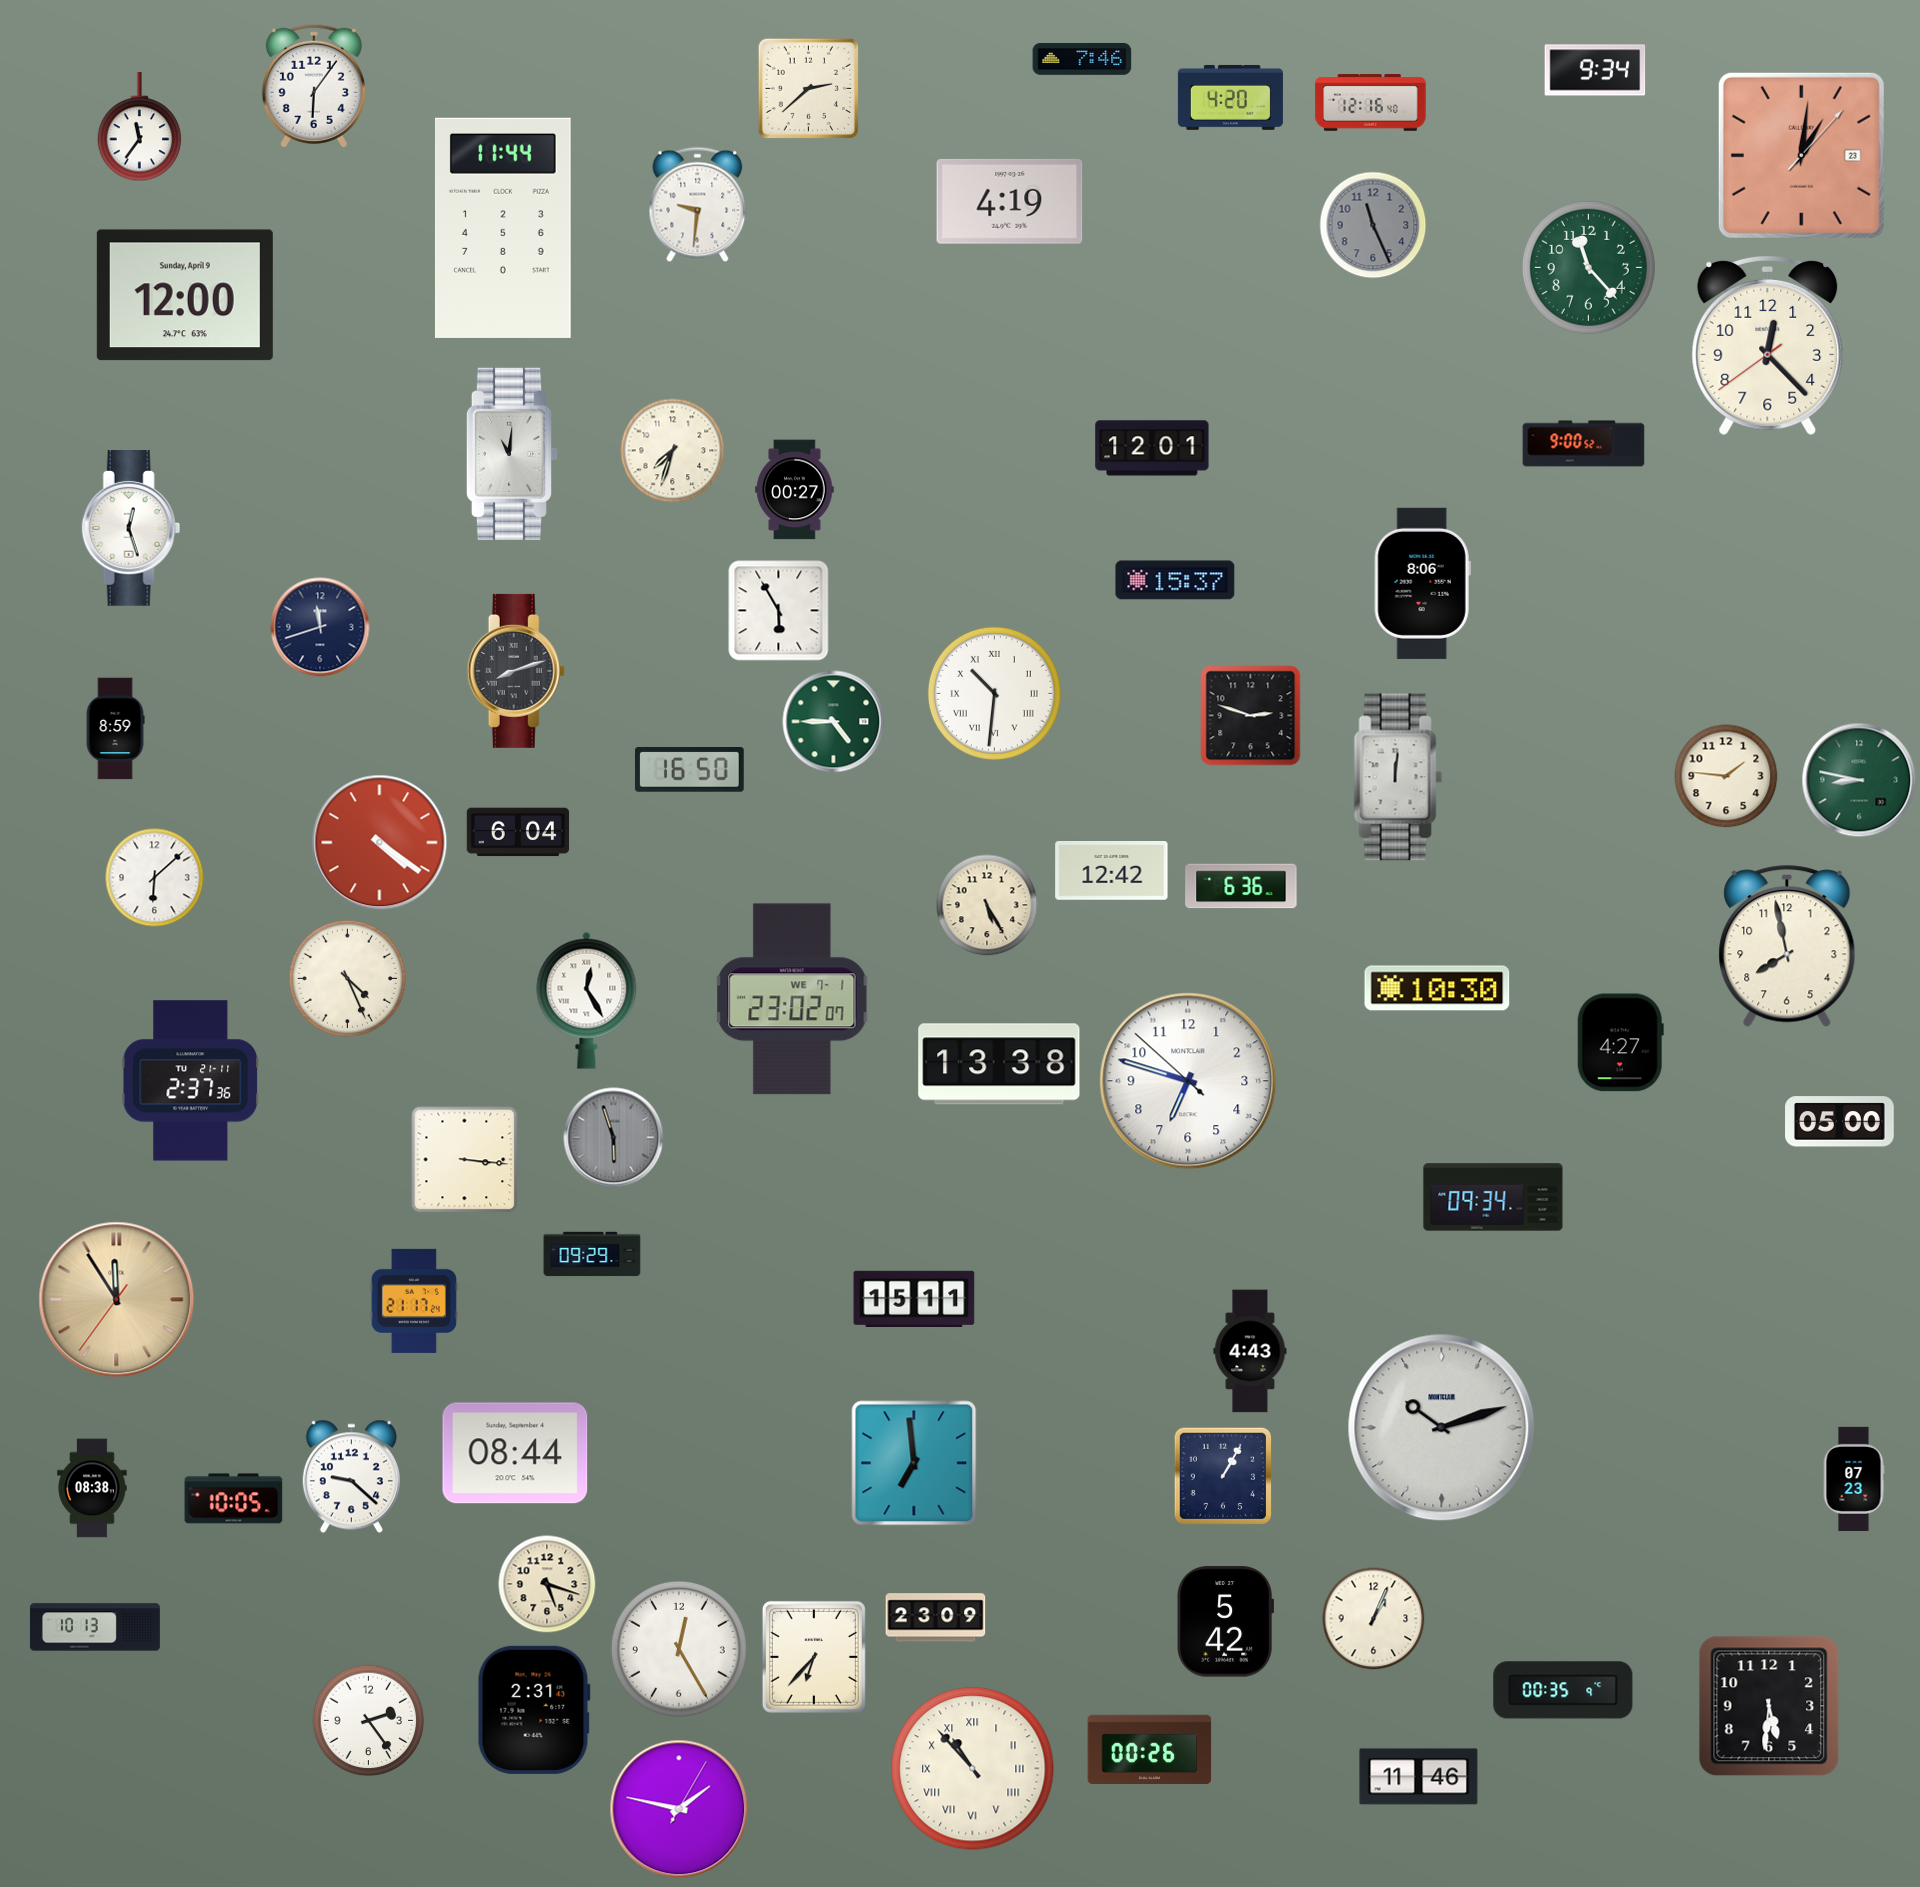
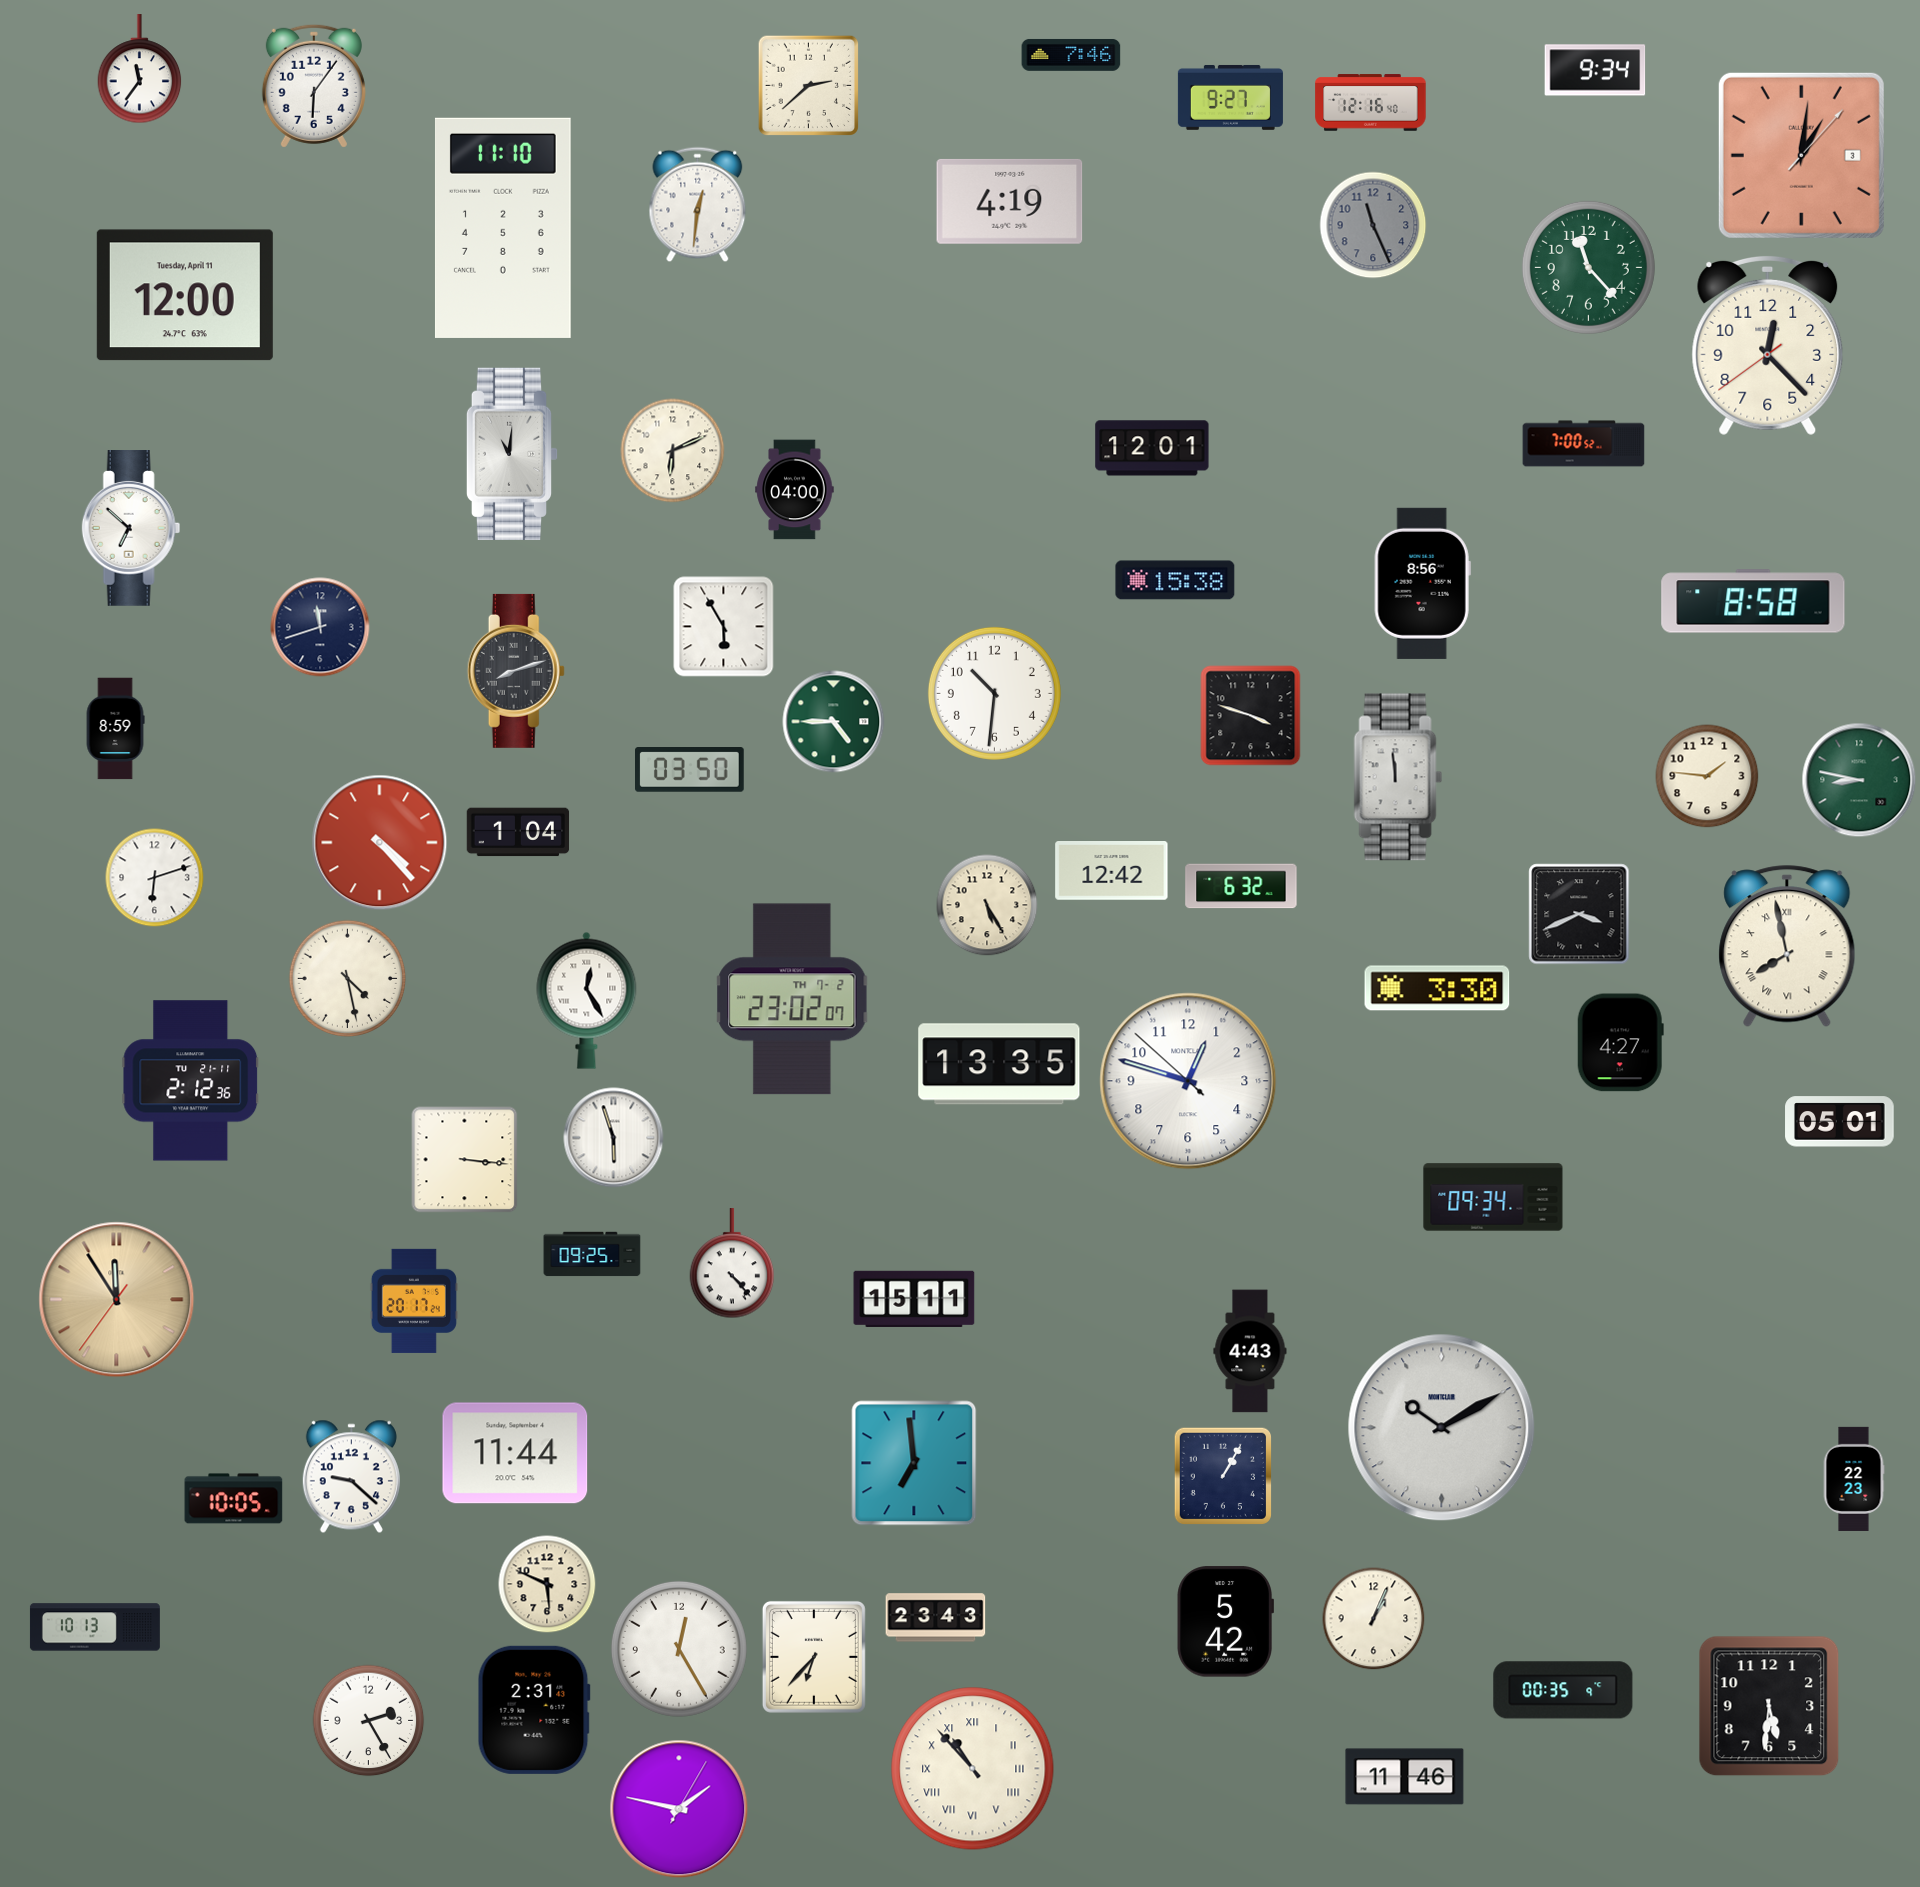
clock at (1082, 59) position: (1082, 59) -> (1071, 55)
clock at (809, 89) position: (809, 89) -> (809, 86)
clock at (1230, 97): 4:20 -> 9:27
clock at (140, 127) position: (140, 127) -> (140, 69)
clock at (1801, 155) date: 23 -> 3
clock at (698, 205): 9:31 -> 12:31
clock at (503, 228): 11:44 -> 11:10
clock at (185, 295) date: Sunday, April 9 -> Tuesday, April 11
clock at (1584, 444): 9:00 -> 7:00
clock at (673, 451): 7:33 -> 6:11
clock at (795, 490): 00:27 -> 04:00
clock at (131, 529): 12:27 -> 6:52
clock at (1175, 580): 15:37 -> 15:38
clock at (1422, 583): 8:06 -> 8:56
clock at (1753, 601): none -> 8:58
clock at (779, 611) position: (779, 611) -> (724, 627)
clock at (994, 693) numerals: Roman -> Arabic
clock at (1251, 716): 2:48 -> 3:48
clock at (690, 770): 16:50 -> 03:50
clock at (1726, 776) position: (1726, 776) -> (1707, 776)
clock at (1398, 777): 12:01 -> 11:59
clock at (518, 832): 6:04 -> 1:04
clock at (380, 843): 4:21 -> 4:23
clock at (155, 878): 6:08 -> 6:12
clock at (1241, 886): 6:36 -> 6:32
clock at (1579, 914): none -> 3:41
clock at (1787, 946) numerals: Arabic -> Roman
clock at (348, 979): 4:26 -> 4:28
clock at (1437, 988): 10:30 -> 3:30
clock at (792, 999) date: WE 7-1 -> TH 7-2
clock at (999, 1064): 13:38 -> 13:35
clock at (191, 1081): 2:37 -> 2:12
clock at (1188, 1081): 6:47 -> 12:47
clock at (1840, 1122): 05:00 -> 05:01
clock at (614, 1138) dial: grey -> white
clock at (592, 1254): 09:29 -> 09:25
clock at (732, 1264): none -> 4:23
clock at (414, 1301): 21:17 -> 20:17
clock at (1442, 1428): 10:12 -> 10:10
clock at (515, 1453): 08:44 -> 11:44
clock at (1854, 1479): 07:23 -> 22:23
clock at (92, 1488): 08:38 -> none
clock at (547, 1584): 5:18 -> 5:49
clock at (936, 1618): 23:09 -> 23:43
clock at (369, 1721): 2:24 -> 2:25
clock at (1150, 1750): 00:26 -> none
clock at (1419, 1777) position: (1419, 1777) -> (1405, 1777)
